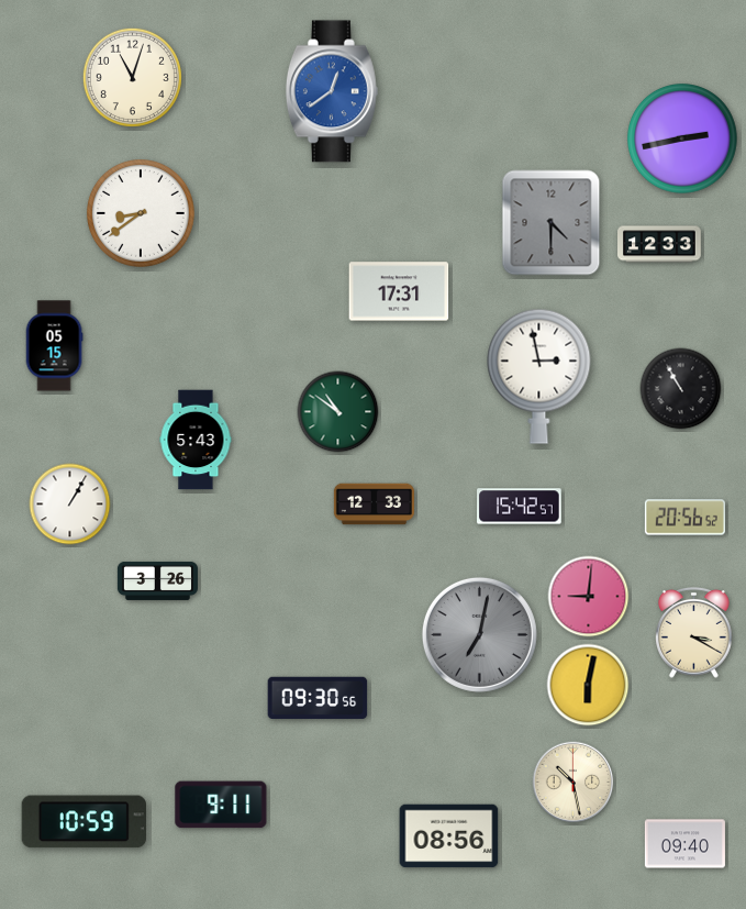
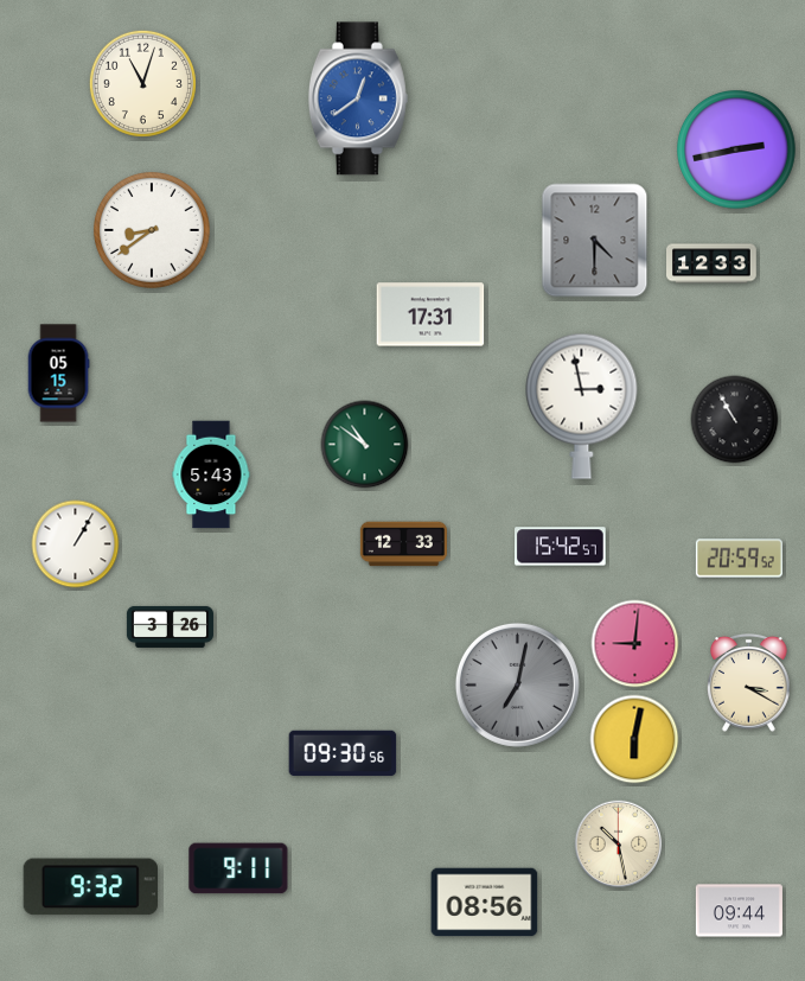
clock at (684, 518): 20:56 -> 20:59
clock at (83, 822): 10:59 -> 9:32
clock at (684, 844): 09:40 -> 09:44
